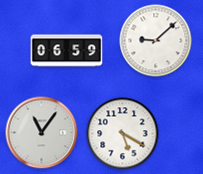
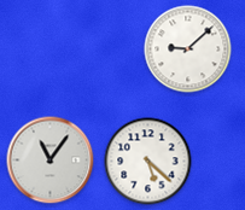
clock at (67, 51): 06:59 -> none
clock at (123, 134): 5:20 -> 5:22
